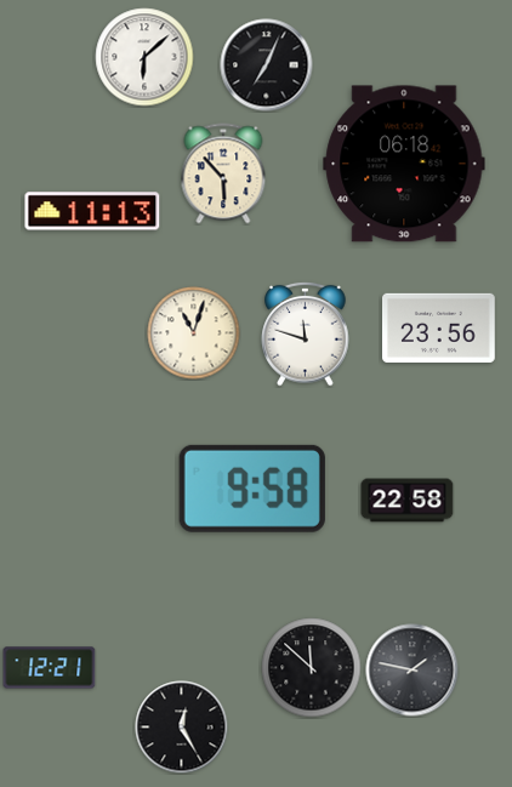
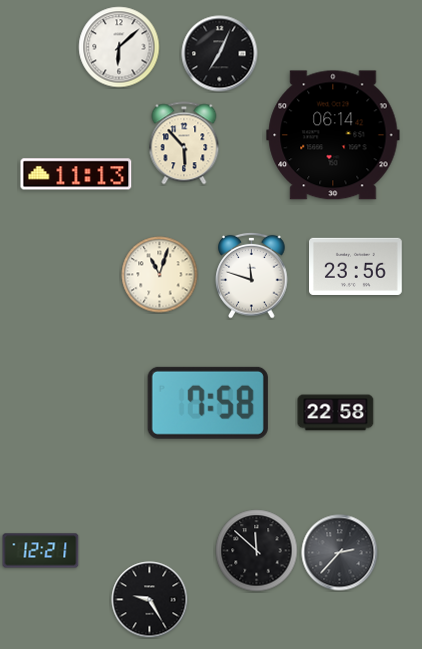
clock at (404, 164): 06:18 -> 06:14
clock at (439, 327) position: (439, 327) -> (356, 266)
clock at (252, 489): 9:58 -> 7:58
clock at (413, 671): 1:47 -> 2:37
clock at (182, 728): 12:25 -> 9:25
